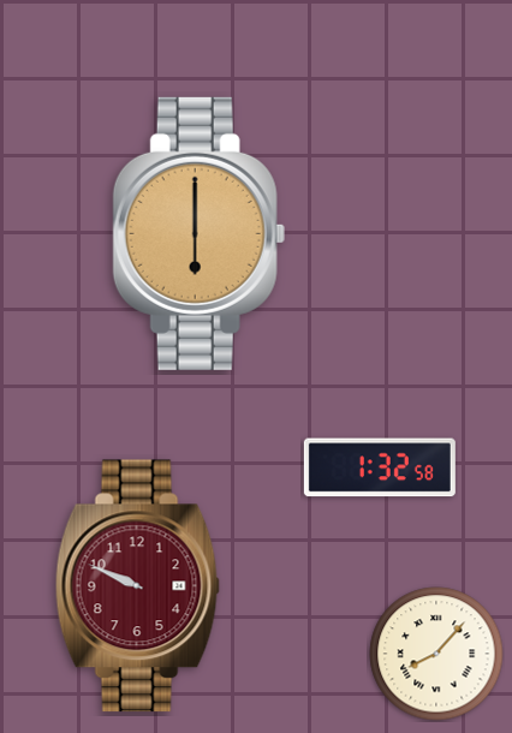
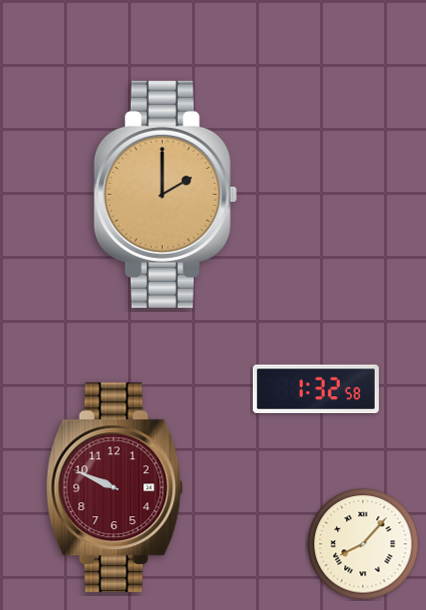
clock at (198, 233): 6:00 -> 2:00
